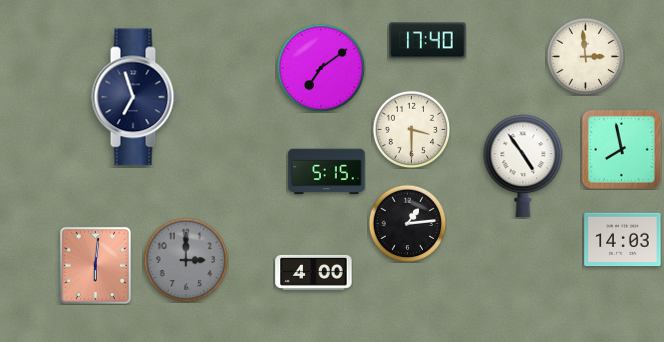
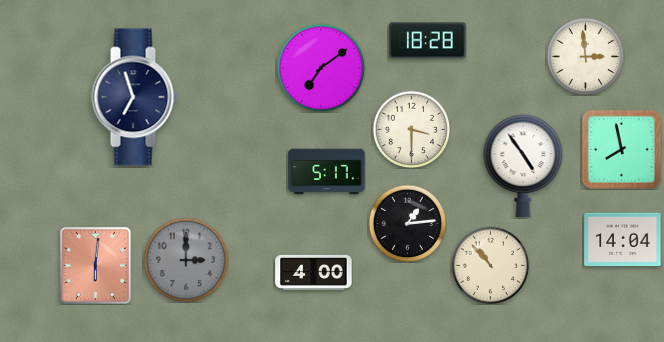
clock at (428, 41): 17:40 -> 18:28
clock at (327, 172): 5:15 -> 5:17
clock at (623, 240): 14:03 -> 14:04
clock at (490, 265): none -> 10:53
